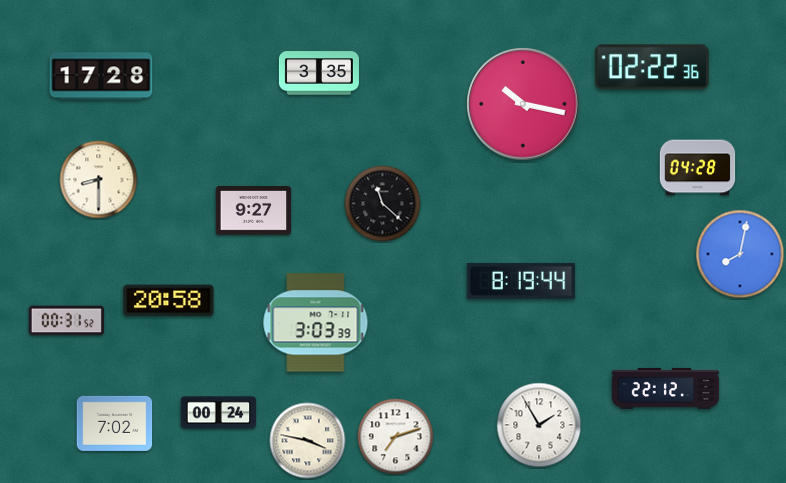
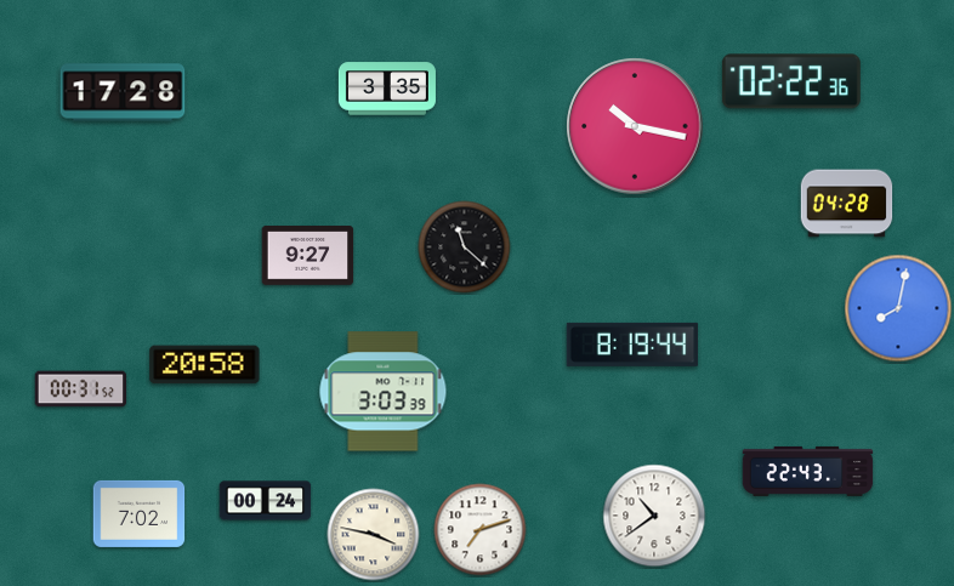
clock at (99, 180): 8:30 -> none
clock at (521, 281) position: (521, 281) -> (632, 345)
clock at (666, 388): 22:12 -> 22:43
clock at (539, 425): 1:55 -> 10:39
